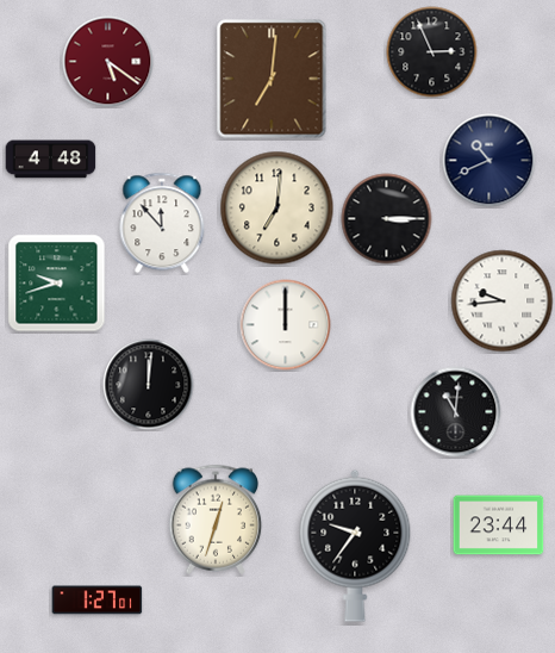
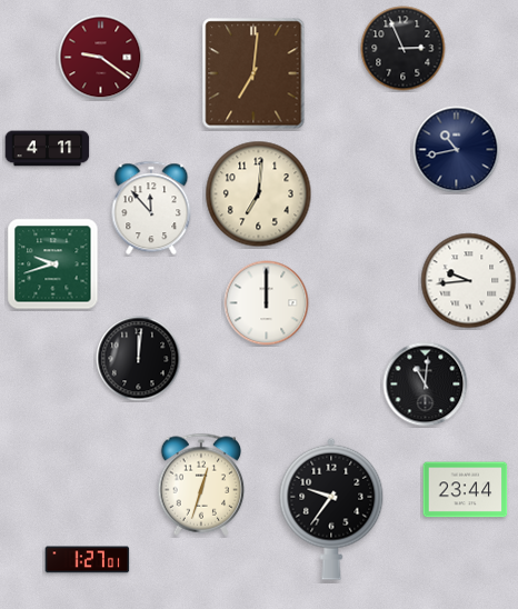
clock at (108, 62): 5:21 -> 9:21
clock at (51, 160): 4:48 -> 4:11
clock at (489, 161): 10:41 -> 10:43
clock at (387, 219): 3:15 -> none
clock at (98, 601) position: (98, 601) -> (88, 560)
